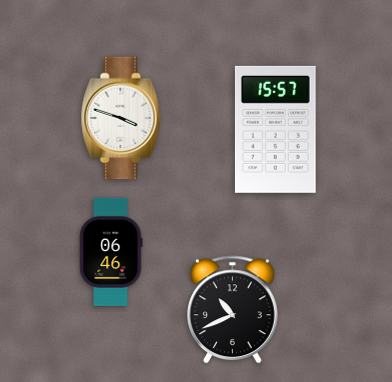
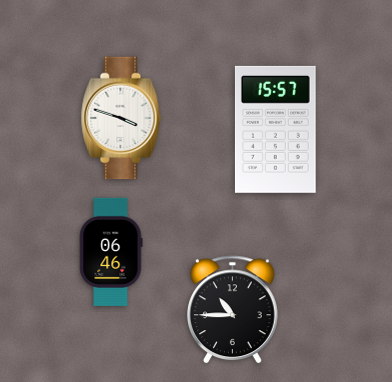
clock at (233, 310): 10:41 -> 10:45
